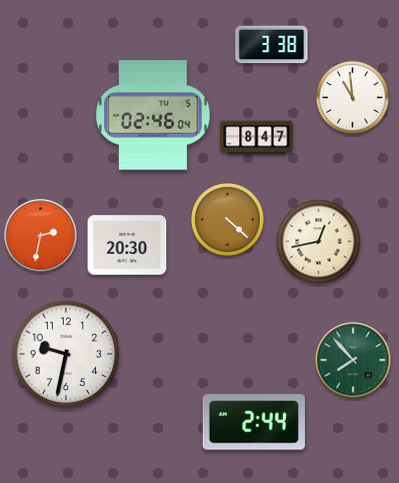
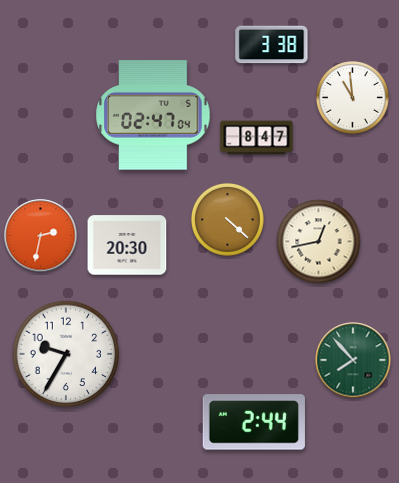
clock at (153, 115): 02:46 -> 02:47
clock at (66, 354): 9:32 -> 9:35
